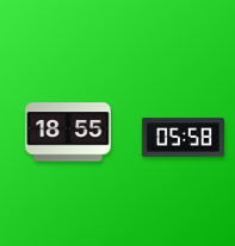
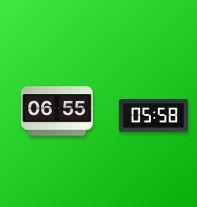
clock at (68, 132): 18:55 -> 06:55
